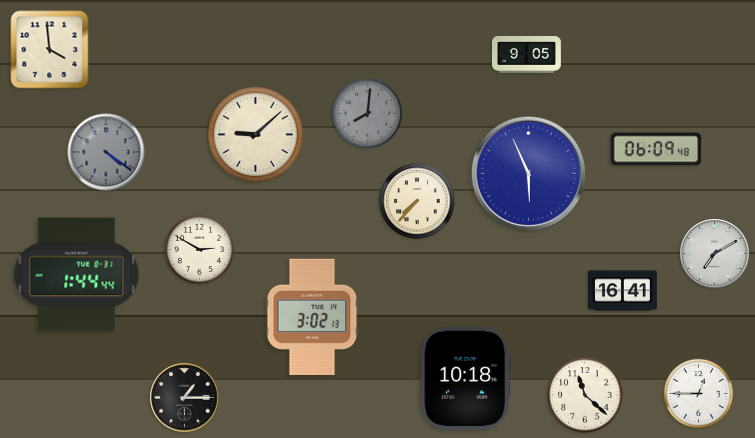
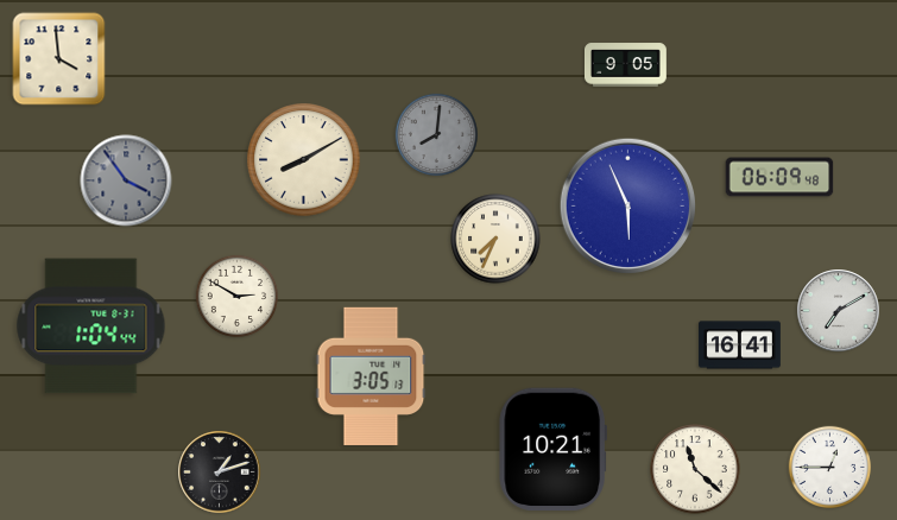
clock at (256, 135): 9:08 -> 8:10
clock at (106, 152): 4:21 -> 3:54
clock at (417, 201): 7:37 -> 7:34
clock at (715, 254) position: (715, 254) -> (839, 311)
clock at (77, 275): 1:44 -> 1:04
clock at (312, 316): 3:02 -> 3:05
clock at (465, 379): 10:18 -> 10:21
clock at (185, 398): 1:15 -> 1:12
